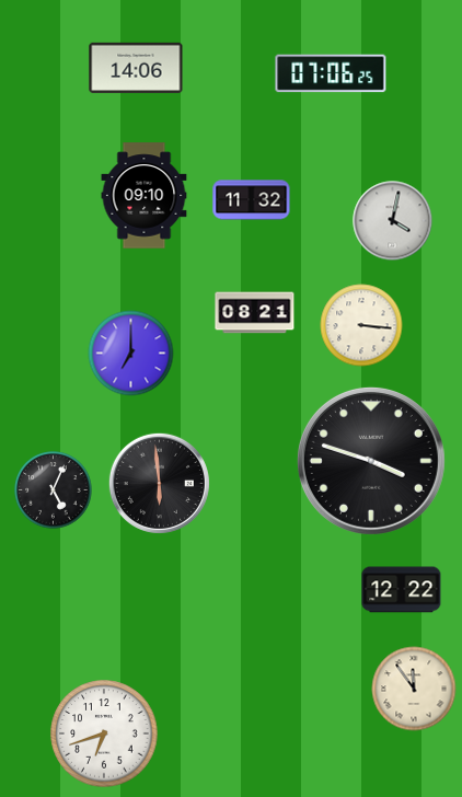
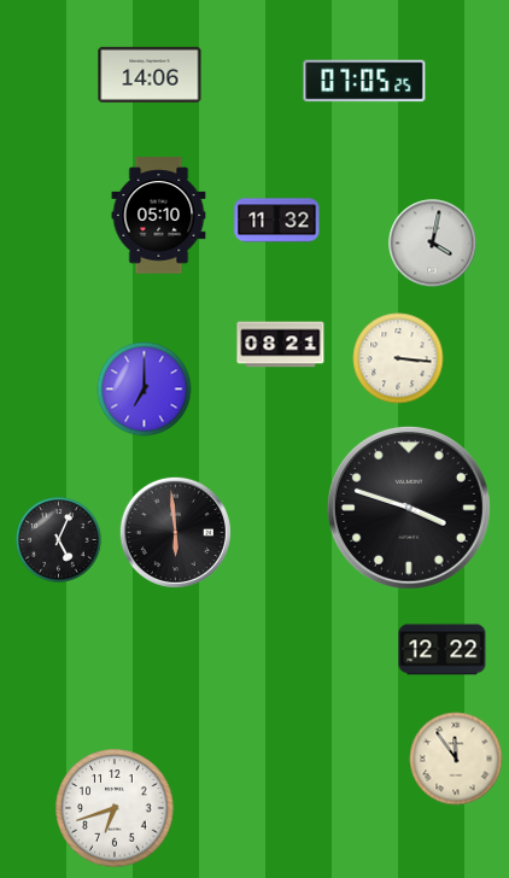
clock at (331, 73): 07:06 -> 07:05
clock at (145, 196): 09:10 -> 05:10
